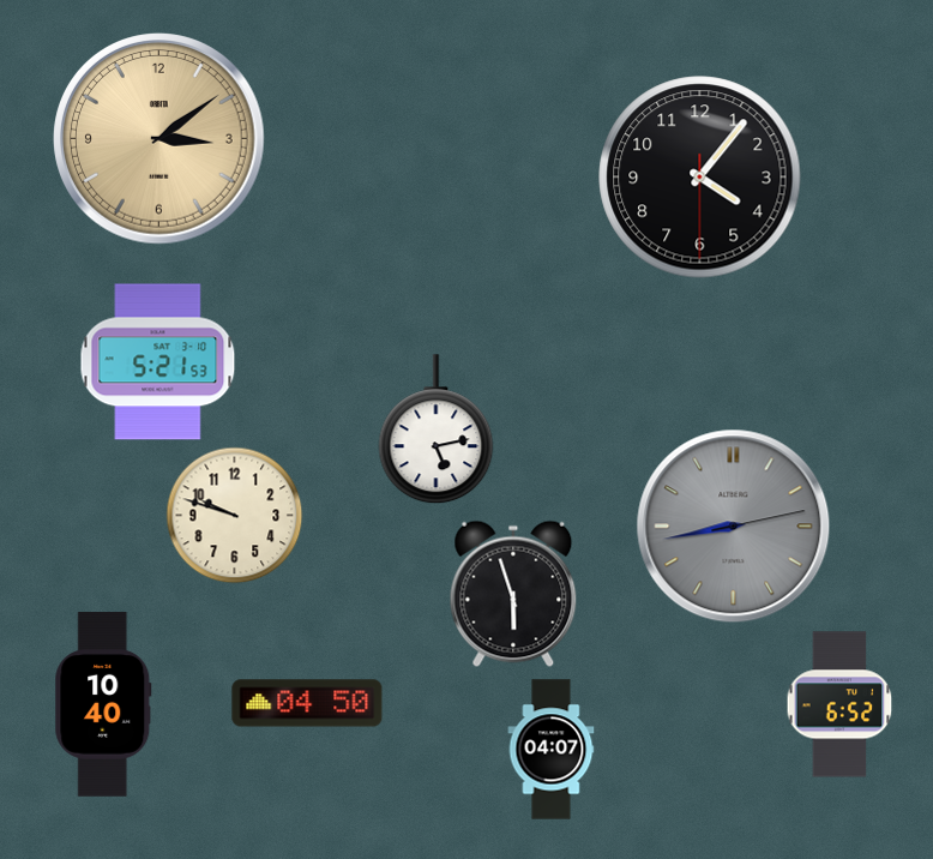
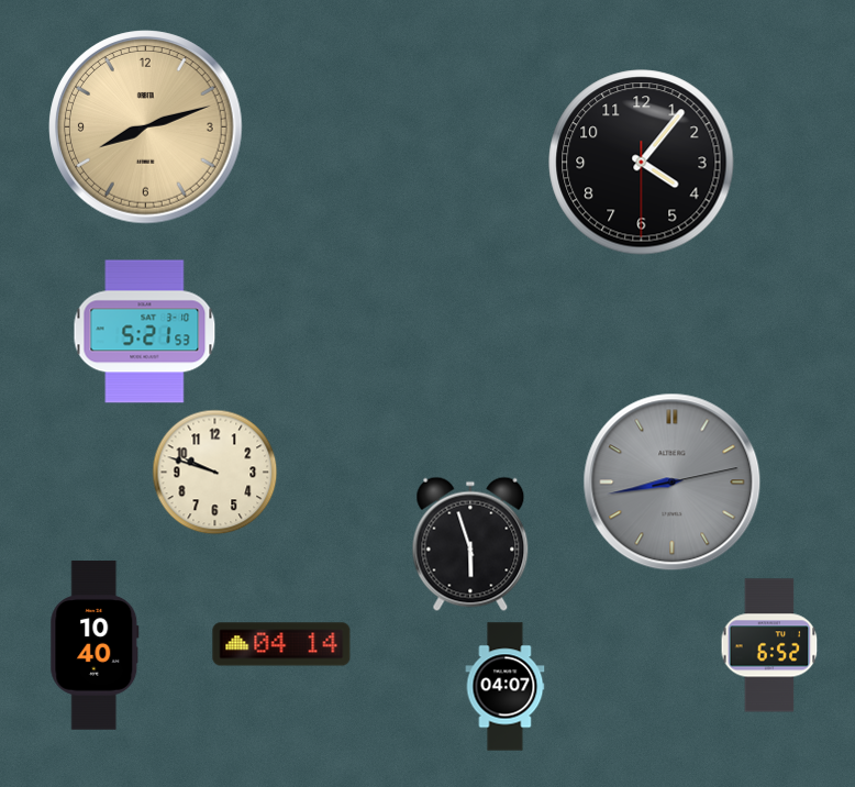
clock at (159, 139): 3:09 -> 8:12
clock at (437, 429): 5:13 -> none
clock at (307, 703): 04:50 -> 04:14
